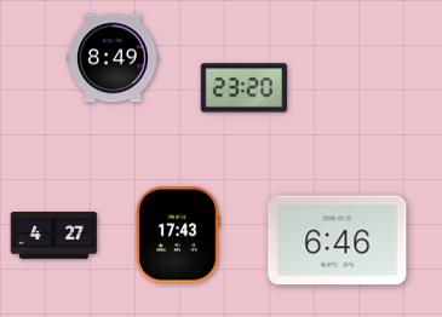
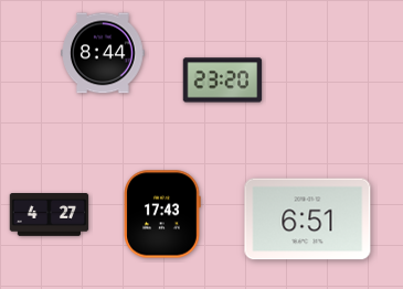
clock at (113, 58): 8:49 -> 8:44
clock at (338, 241): 6:46 -> 6:51
